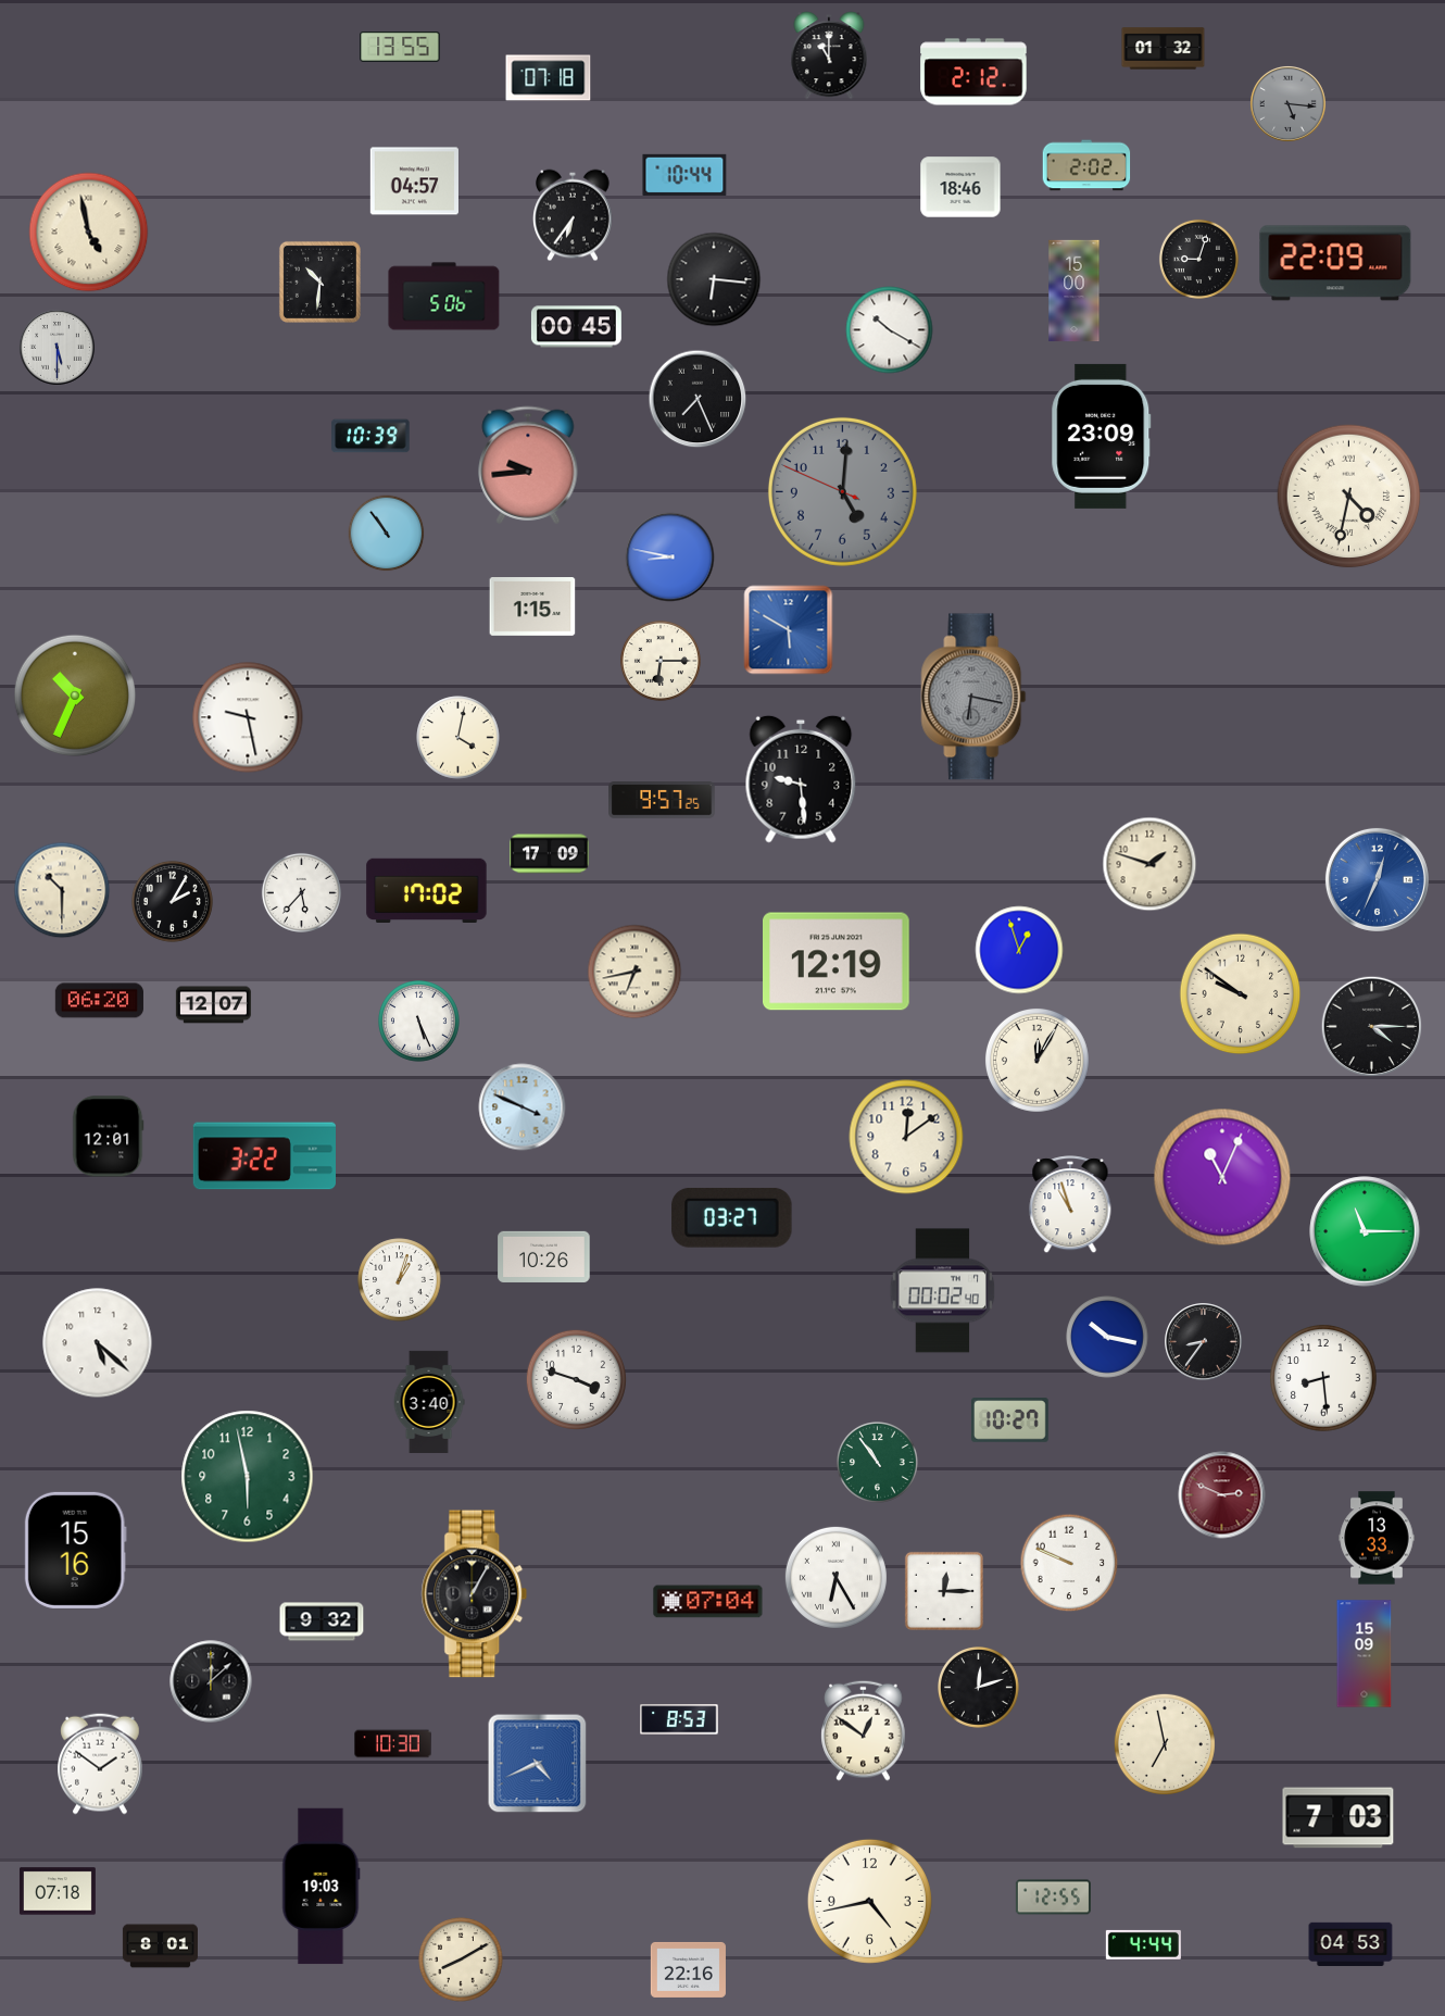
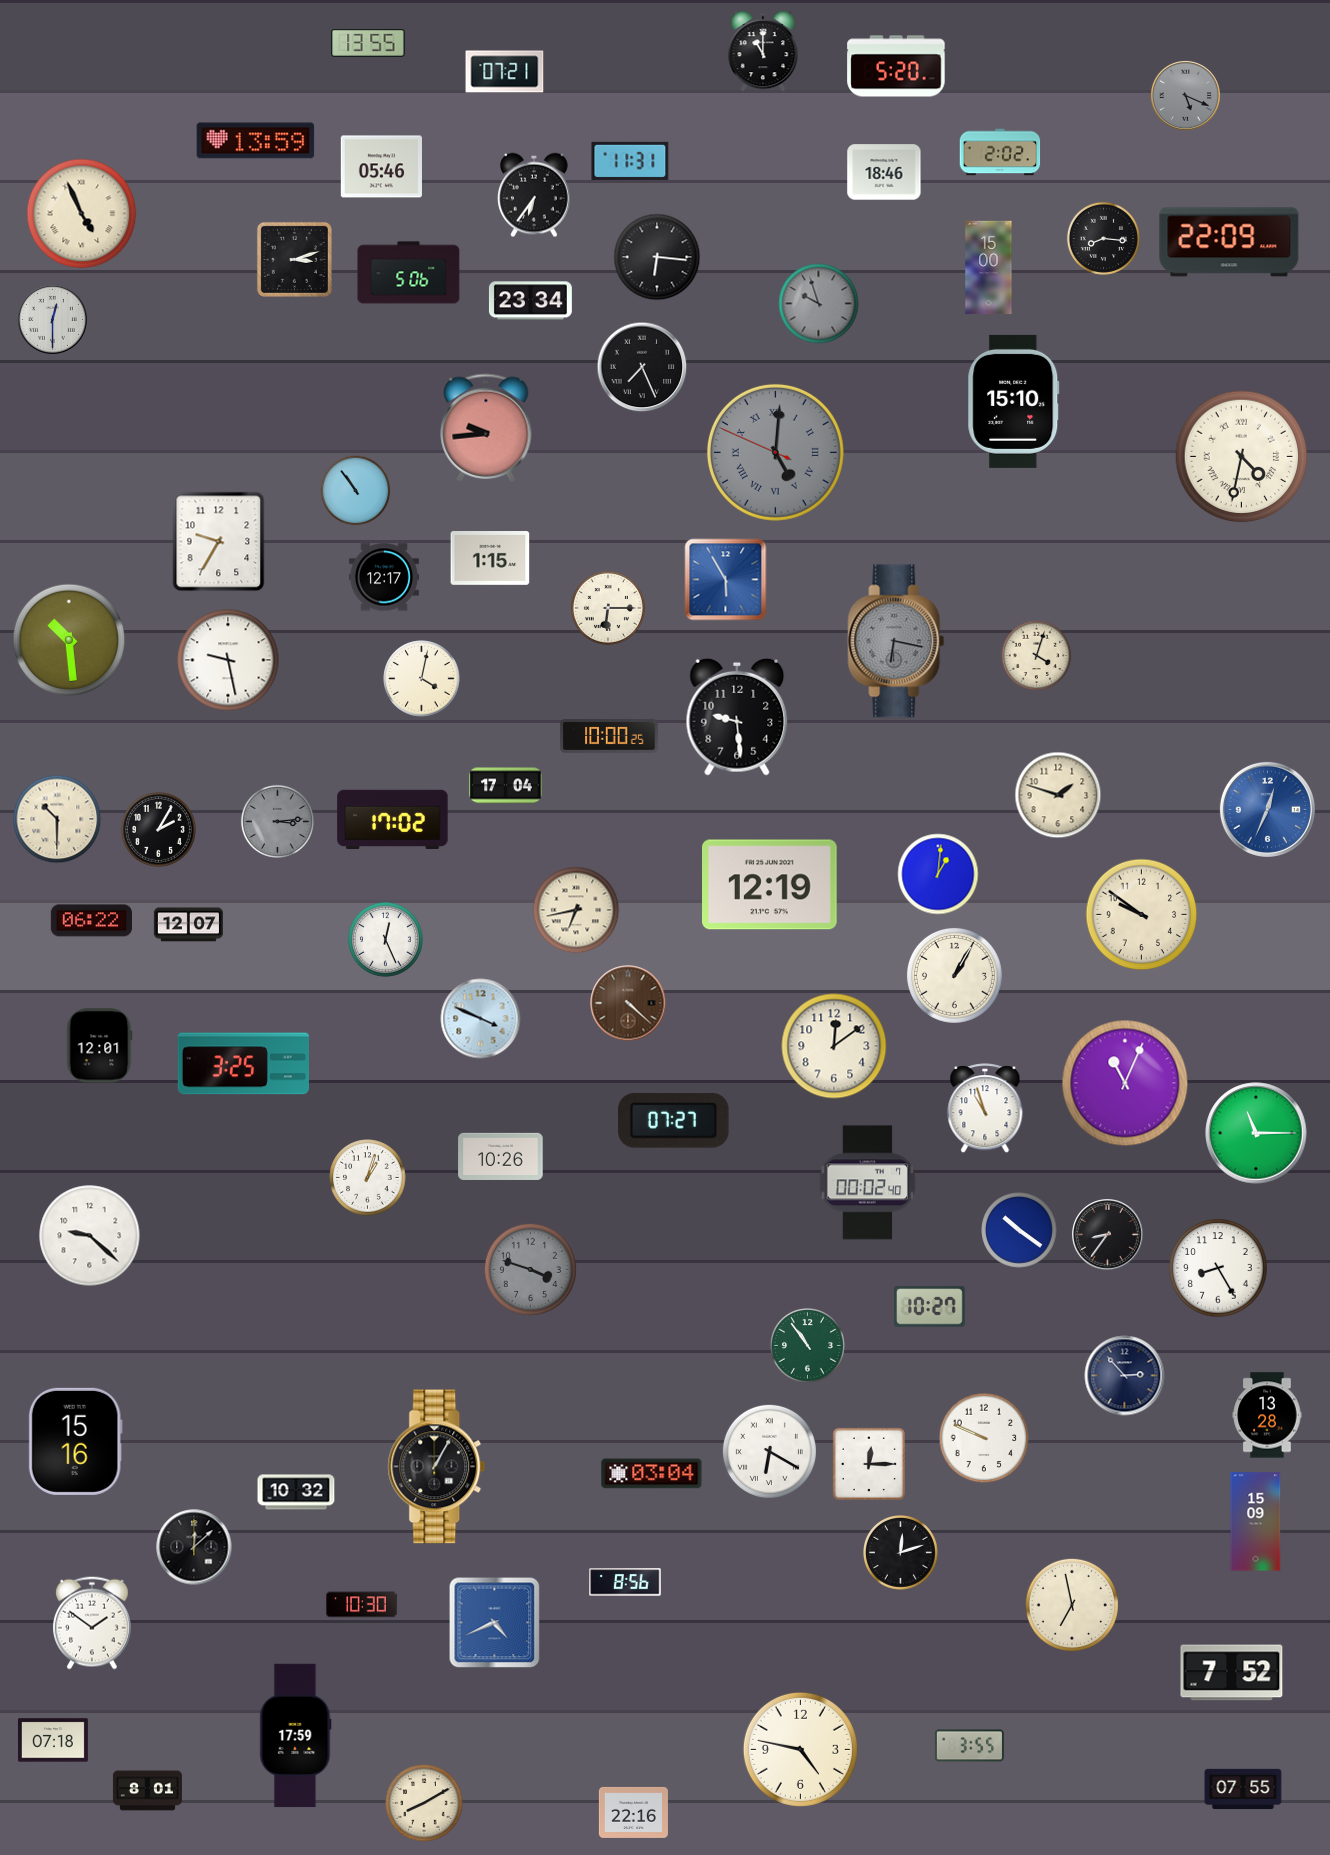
clock at (1164, 49): 01:32 -> none
clock at (973, 72): 2:12 -> 5:20
clock at (549, 78): 07:18 -> 07:21
clock at (1287, 103): 5:16 -> 5:19
clock at (256, 141): none -> 13:59
clock at (684, 175): 10:44 -> 11:31
clock at (414, 181): 04:57 -> 05:46
clock at (574, 215) position: (574, 215) -> (535, 195)
clock at (89, 233): 4:58 -> 4:56
clock at (1198, 259): 9:03 -> 8:16
clock at (319, 281): 10:31 -> 3:12
clock at (576, 327): 00:45 -> 23:34
clock at (890, 330): 10:20 -> 9:57
clock at (890, 330) dial: white -> grey
clock at (56, 347): 5:30 -> 12:30
clock at (370, 436): 10:39 -> none
clock at (1102, 436): 23:09 -> 15:10
clock at (842, 491) numerals: Arabic -> Roman
clock at (670, 558): 8:47 -> none
clock at (219, 542): none -> 9:35
clock at (384, 577): none -> 12:17
clock at (789, 630): 5:50 -> 5:55
clock at (75, 696): 10:34 -> 10:29
clock at (1037, 656): none -> 4:03
clock at (662, 800): 9:57 -> 10:00
clock at (550, 854): 17:09 -> 17:04
clock at (301, 892): 5:37 -> 3:14
clock at (301, 892) dial: white -> grey
clock at (1019, 950): 12:57 -> 1:01
clock at (634, 972) position: (634, 972) -> (576, 910)
clock at (99, 1001): 06:20 -> 06:22
clock at (213, 1005) position: (213, 1005) -> (188, 925)
clock at (419, 1022): 5:26 -> 12:26
clock at (1372, 1027): 4:15 -> none
clock at (1036, 1060): 12:05 -> 1:05
clock at (628, 1003): none -> 4:22
clock at (264, 1156): 3:22 -> 3:25
clock at (732, 1217): 03:27 -> 07:27
clock at (943, 1291) position: (943, 1291) -> (868, 1183)
clock at (1107, 1337): 10:17 -> 10:21
clock at (98, 1343): 5:22 -> 9:22
clock at (1323, 1378): 8:29 -> 8:25
clock at (576, 1379) dial: white -> grey
clock at (429, 1402): 3:40 -> none
clock at (248, 1477): 5:58 -> none
clock at (1222, 1495): 2:49 -> 2:53
clock at (1222, 1495) dial: burgundy -> navy
clock at (1377, 1538): 13:33 -> 13:28
clock at (75, 1550) position: (75, 1550) -> (75, 1441)
clock at (835, 1577): 6:25 -> 6:20
clock at (708, 1602): 07:04 -> 03:04
clock at (322, 1621): 9:32 -> 10:32
clock at (679, 1719): 8:53 -> 8:56
clock at (864, 1730): 12:51 -> none
clock at (1339, 1818): 7:03 -> 7:52
clock at (322, 1887): 19:03 -> 17:59
clock at (1053, 1898): 12:55 -> 3:55
clock at (869, 1901): 4:43 -> 4:47
clock at (1143, 1944): 4:44 -> none
clock at (1350, 1944): 04:53 -> 07:55
